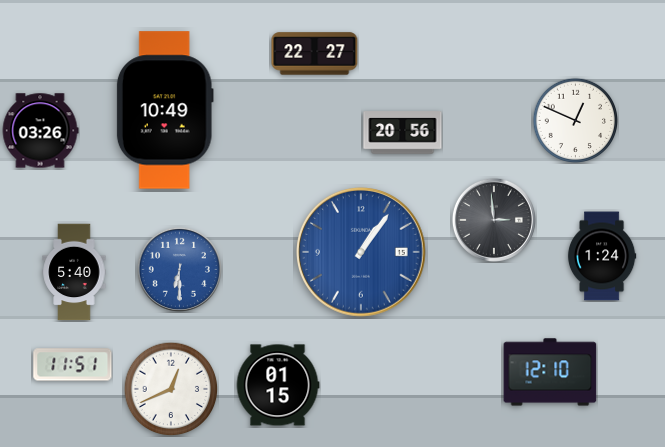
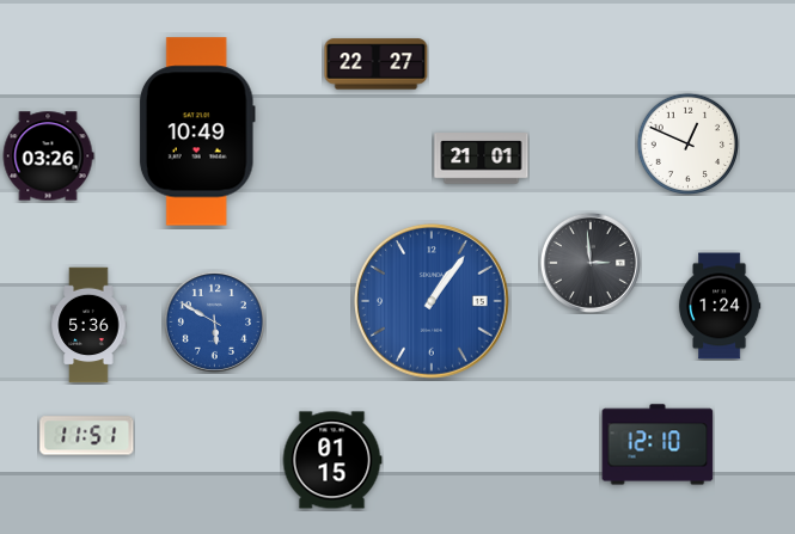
clock at (403, 133): 20:56 -> 21:01
clock at (179, 269): 6:30 -> 5:50
clock at (74, 272): 5:40 -> 5:36
clock at (171, 389): 12:41 -> none
